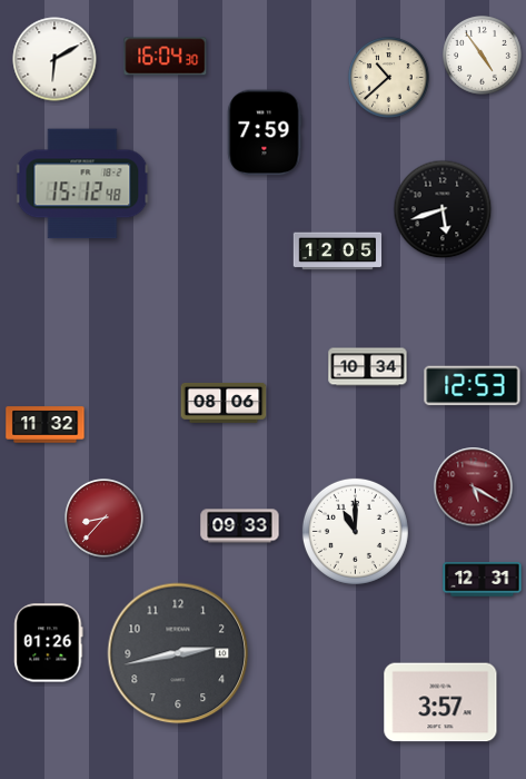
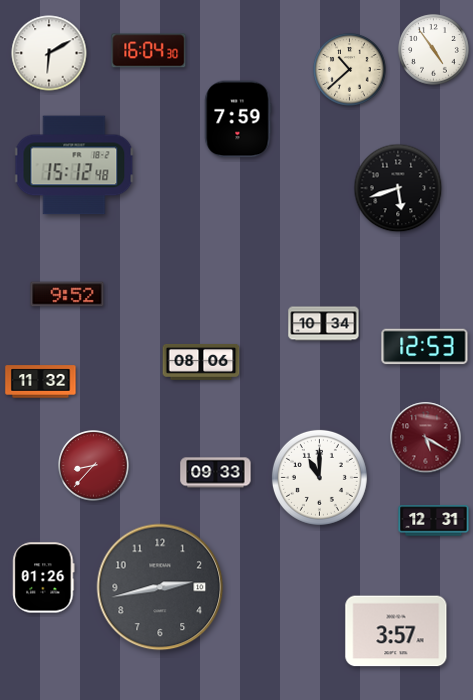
clock at (338, 252): 12:05 -> none
clock at (67, 294): none -> 9:52
clock at (368, 367) position: (368, 367) -> (324, 324)
